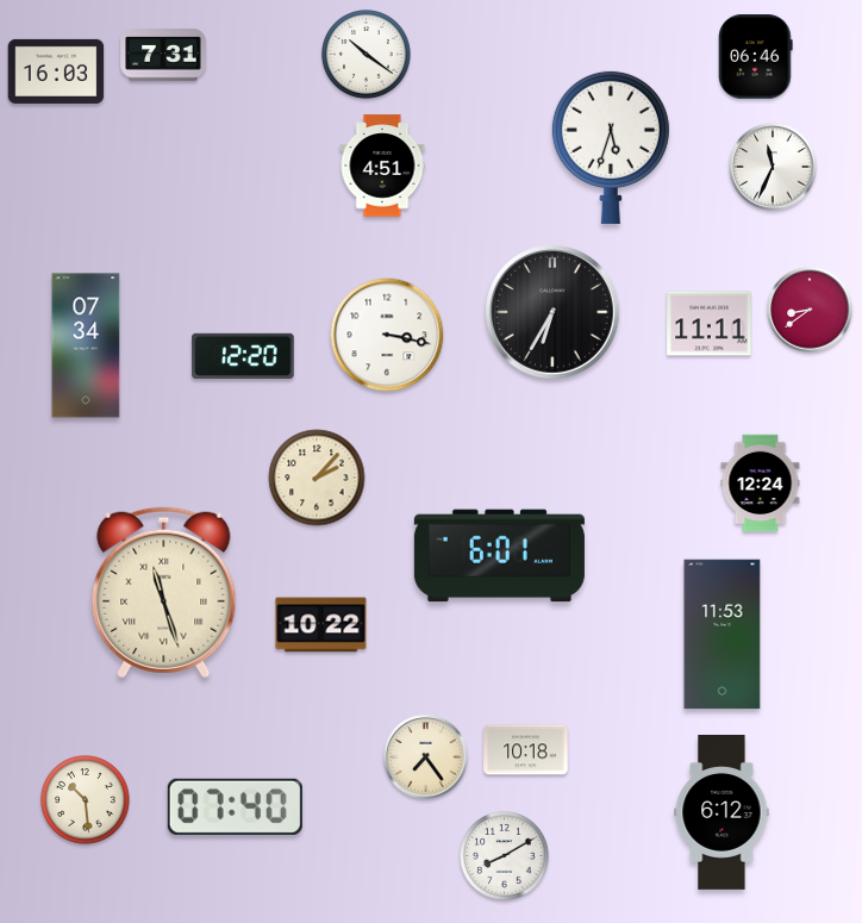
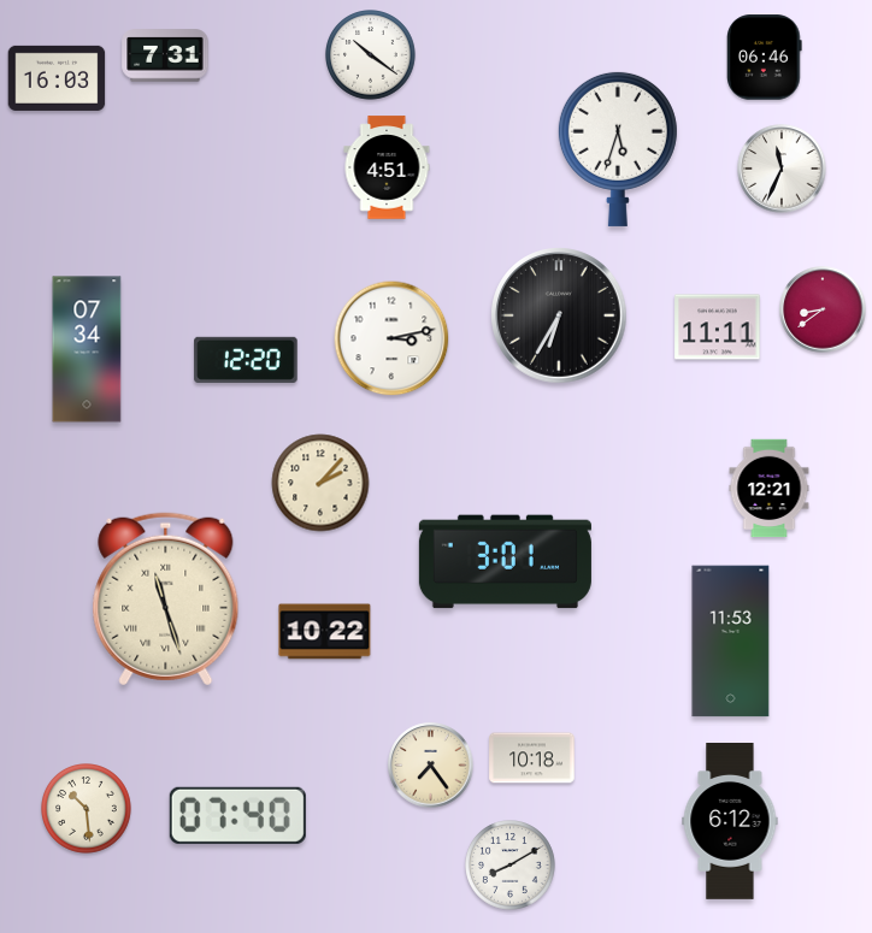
clock at (56, 71) position: (56, 71) -> (57, 78)
clock at (810, 310) position: (810, 310) -> (823, 309)
clock at (387, 335): 3:17 -> 3:13
clock at (761, 484): 12:24 -> 12:21
clock at (499, 556): 6:01 -> 3:01
